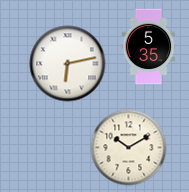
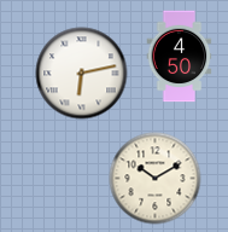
clock at (149, 47): 5:35 -> 4:50
clock at (68, 64) position: (68, 64) -> (82, 74)
